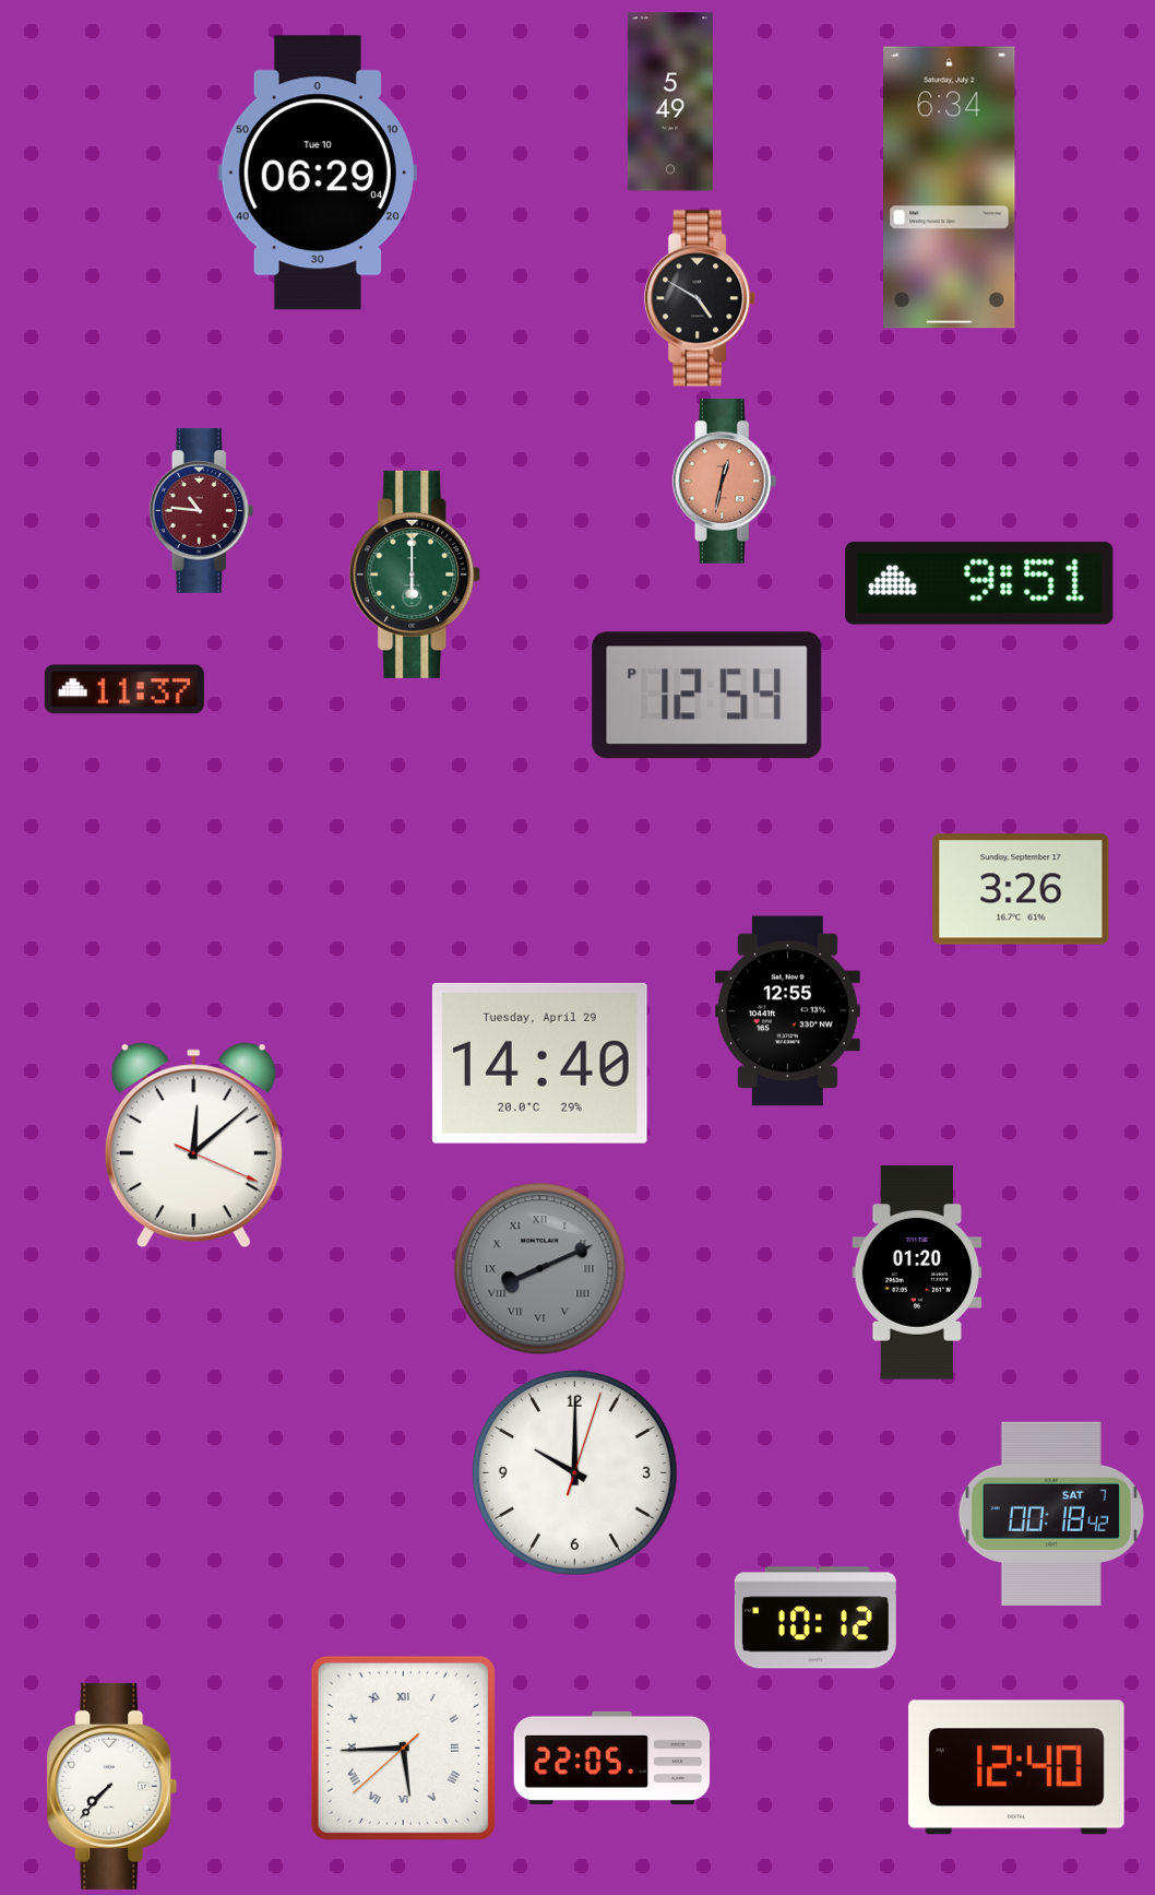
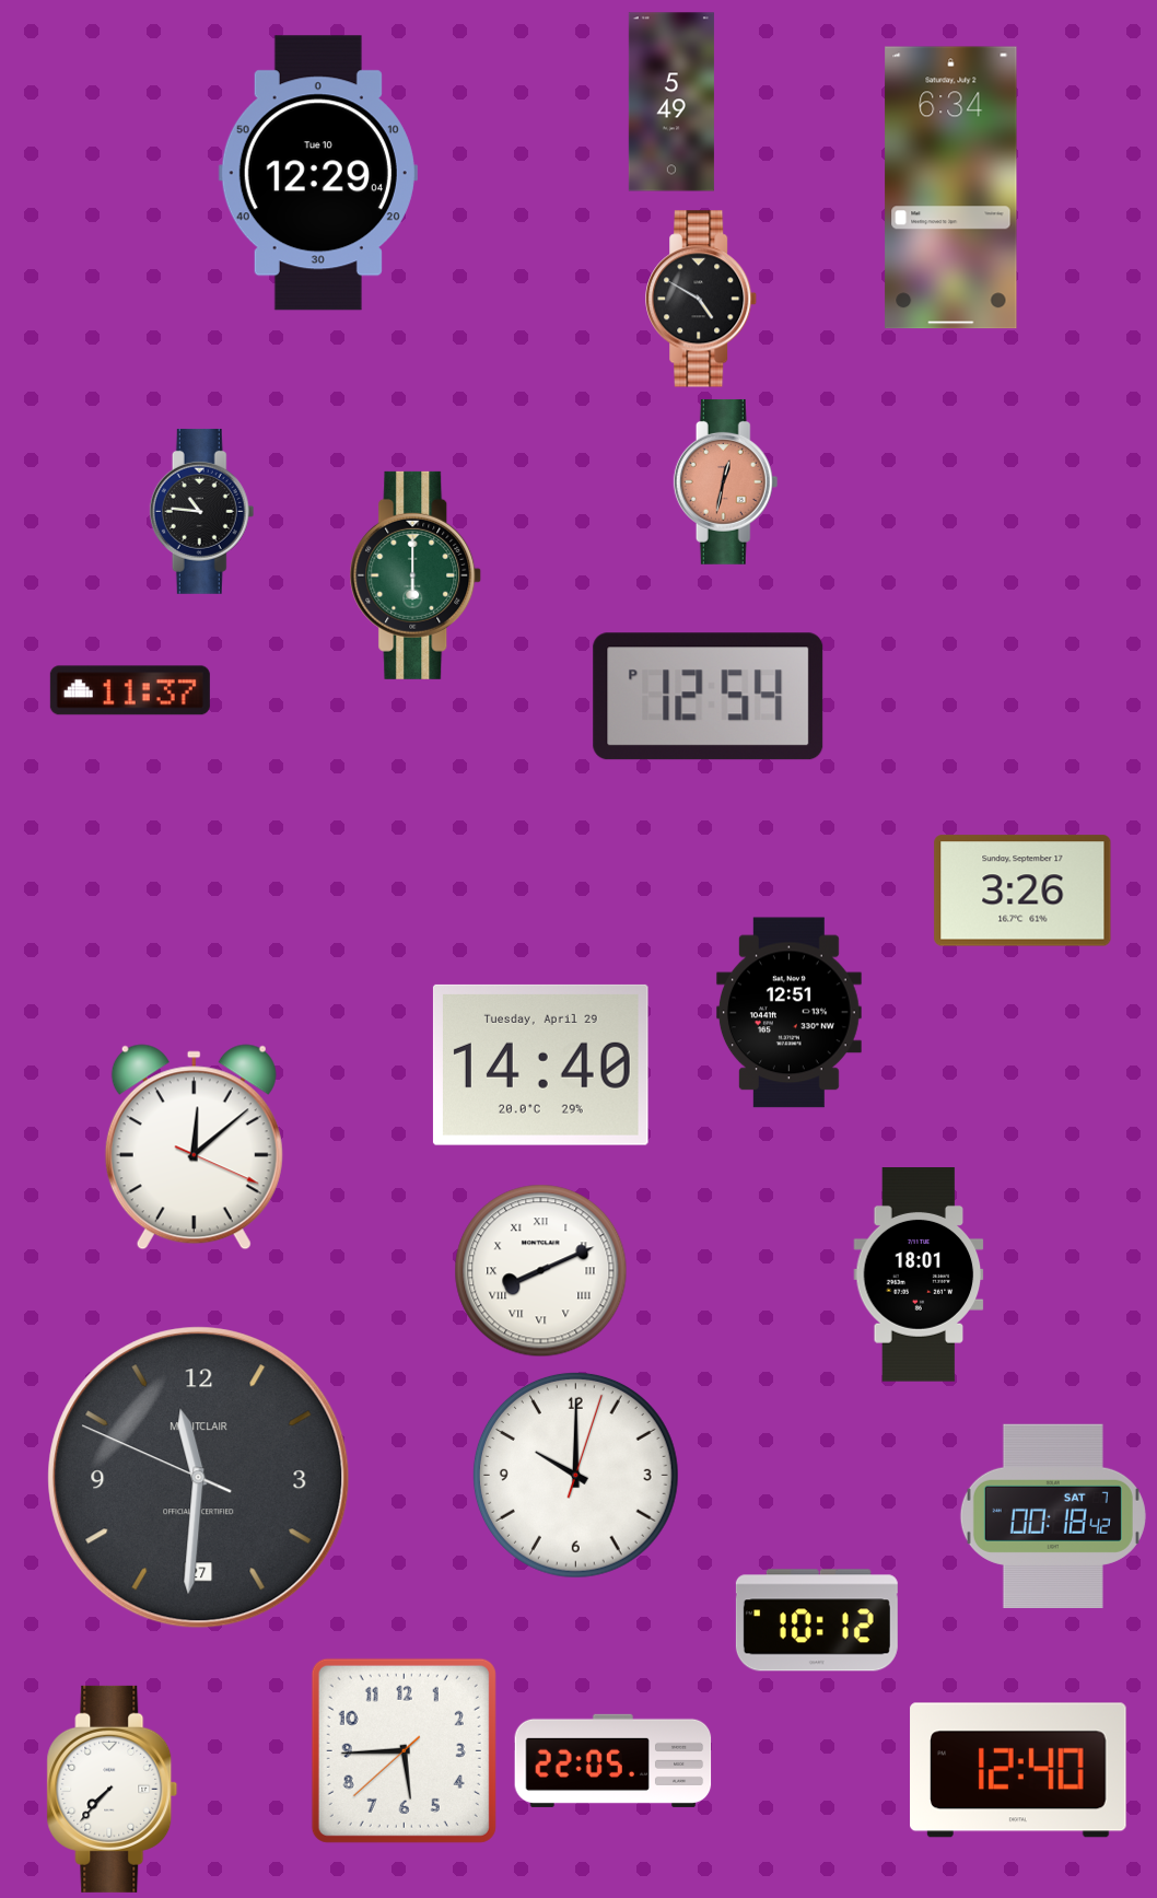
clock at (318, 173): 06:29 -> 12:29
clock at (202, 510) dial: burgundy -> black
clock at (979, 583): 9:51 -> none
clock at (124, 689) position: (124, 689) -> (130, 690)
clock at (787, 1011): 12:55 -> 12:51
clock at (540, 1269) dial: grey -> white
clock at (917, 1274): 01:20 -> 18:01
clock at (199, 1478): none -> 11:30
clock at (403, 1748) numerals: Roman -> Arabic
